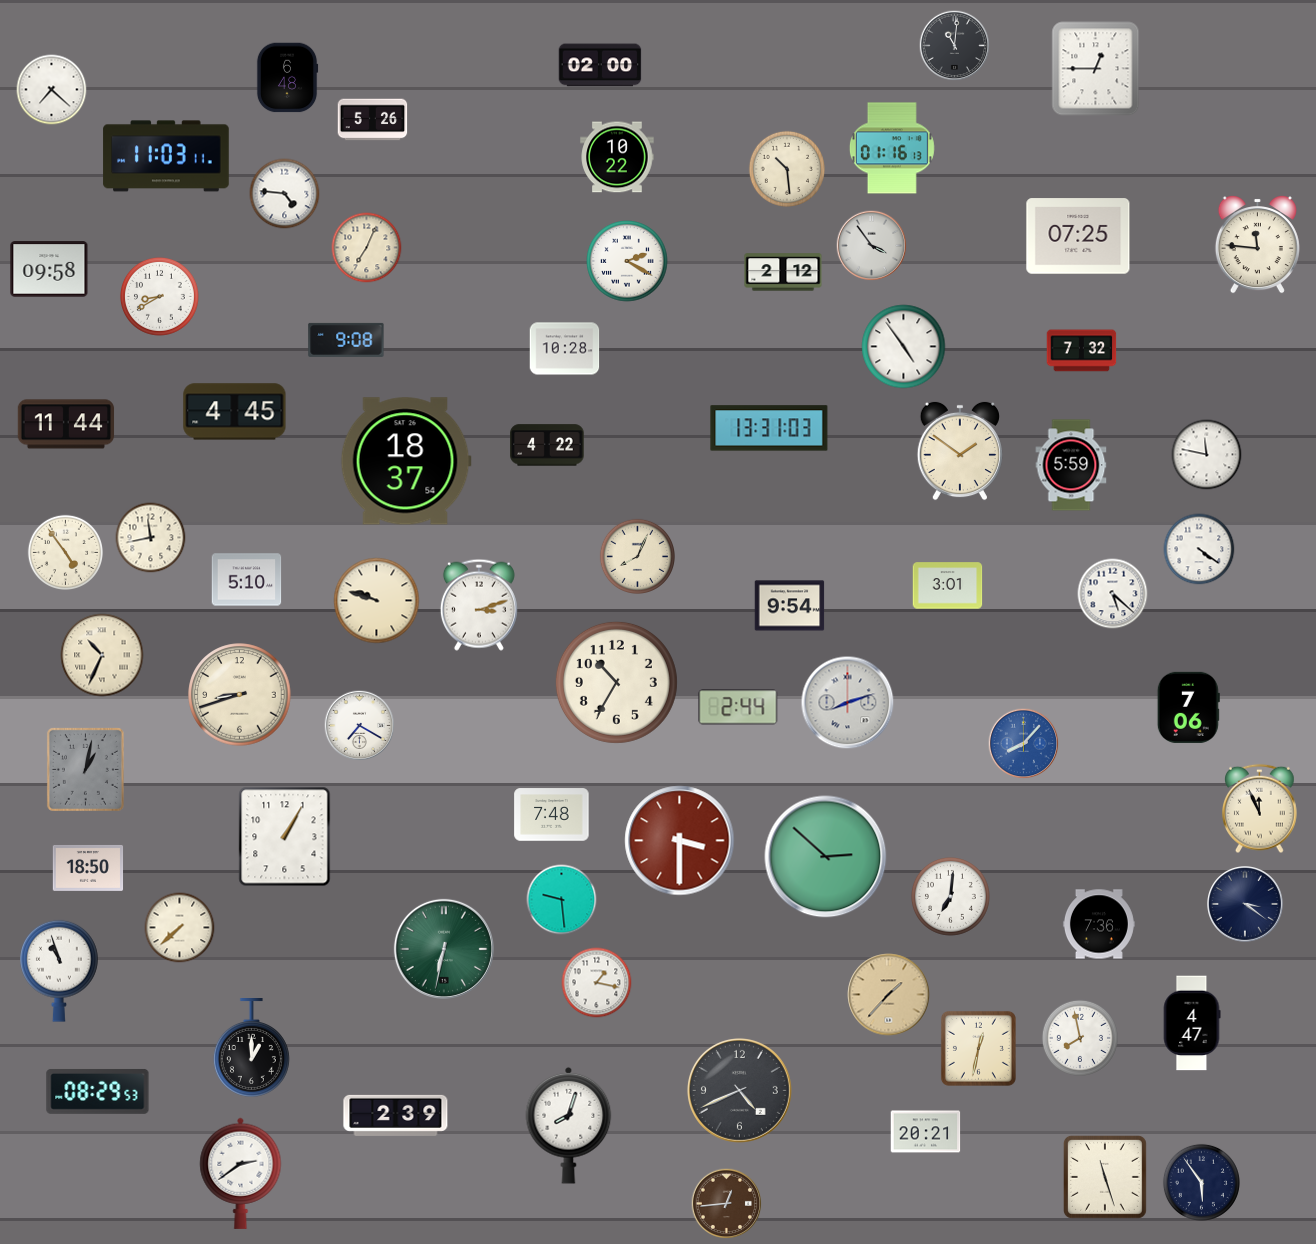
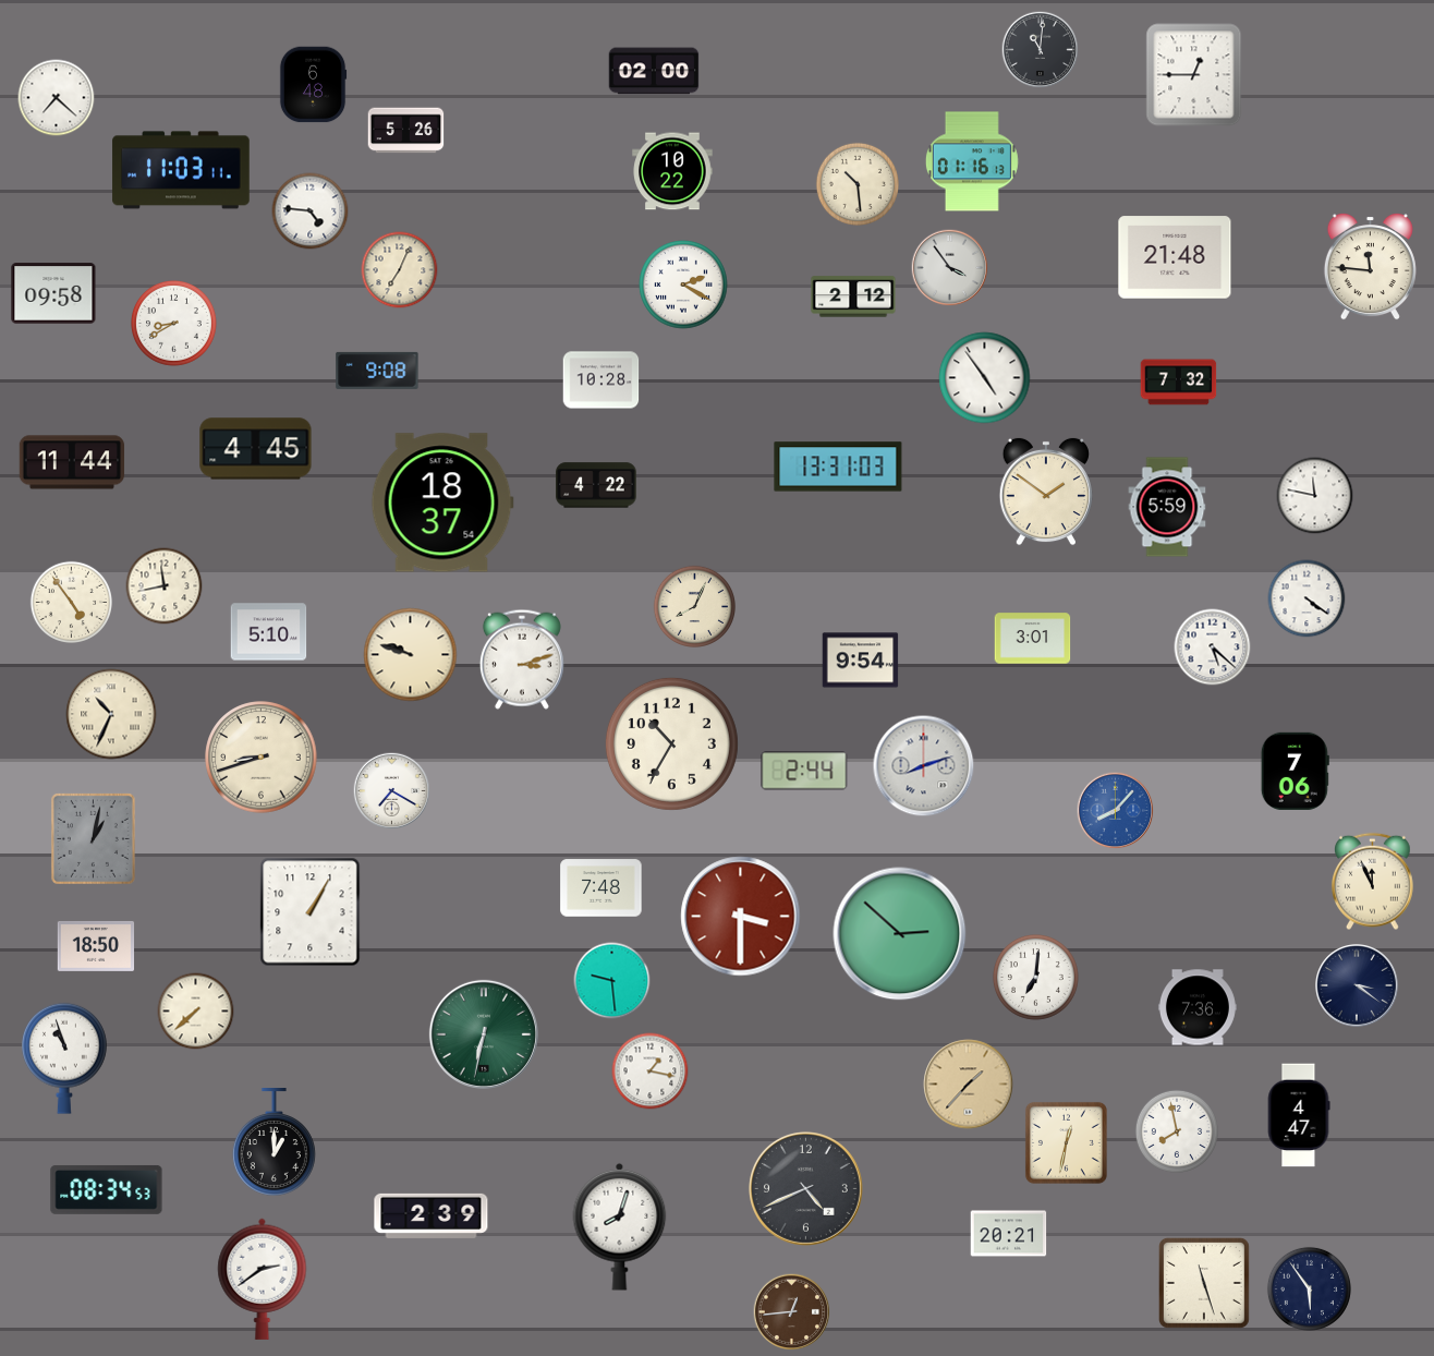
clock at (1078, 236): 07:25 -> 21:48
clock at (565, 349) position: (565, 349) -> (601, 380)
clock at (98, 1091): 08:29 -> 08:34
